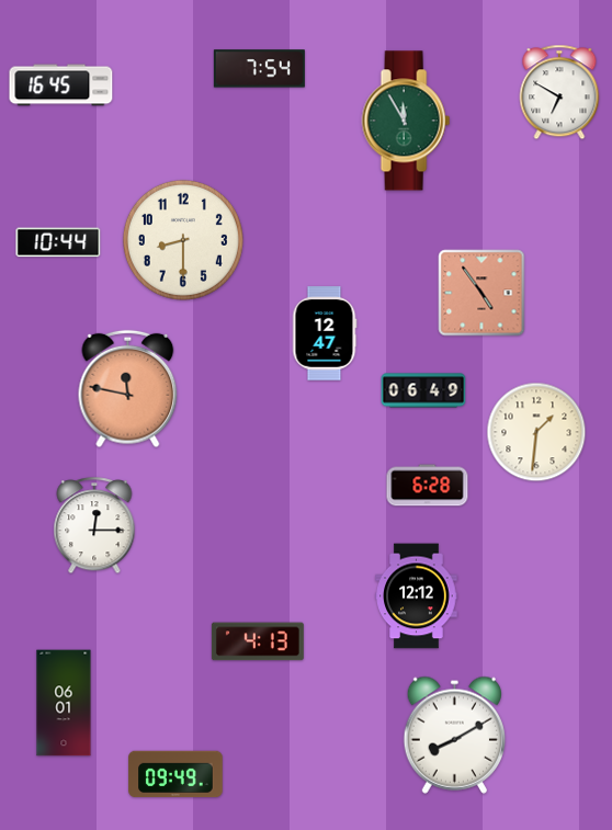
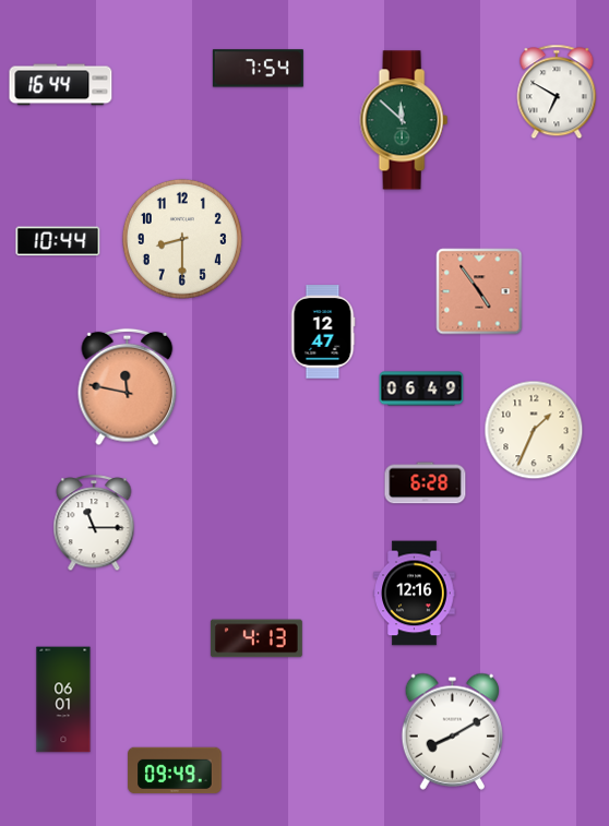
clock at (61, 86): 16:45 -> 16:44
clock at (406, 121): 11:55 -> 11:52
clock at (536, 432): 1:31 -> 1:34
clock at (94, 526): 12:15 -> 11:15
clock at (417, 596): 12:12 -> 12:16
